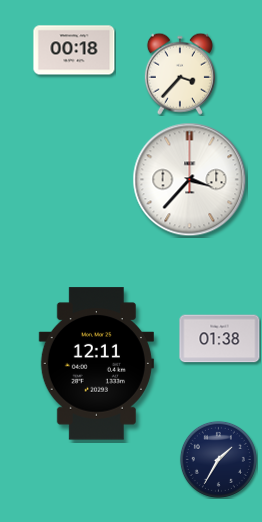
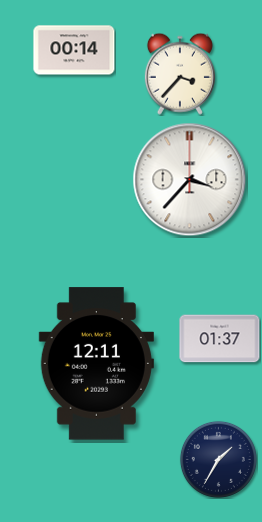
clock at (74, 50): 00:18 -> 00:14
clock at (220, 339): 01:38 -> 01:37
